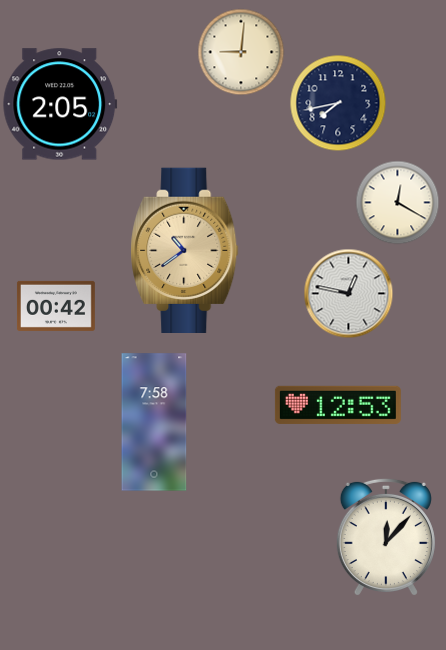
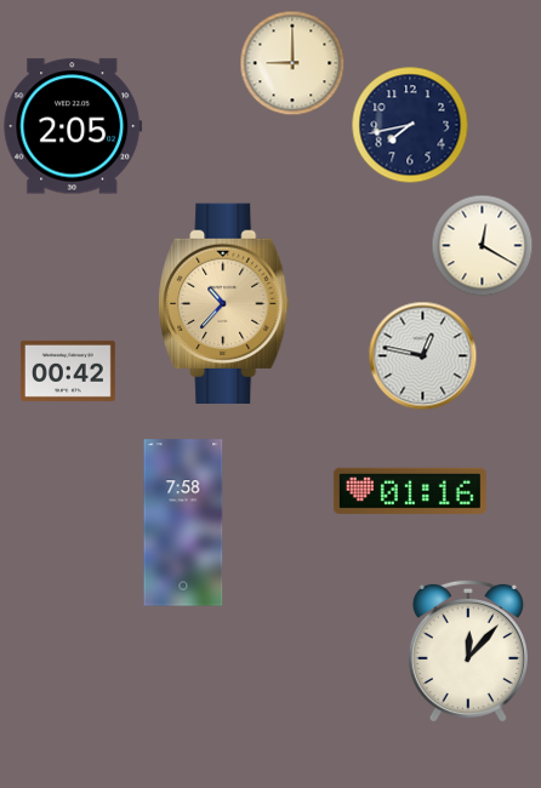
clock at (241, 52): 9:01 -> 9:00
clock at (185, 250): 10:39 -> 10:37
clock at (338, 405): 12:53 -> 01:16
clock at (154, 422) position: (154, 422) -> (183, 523)
